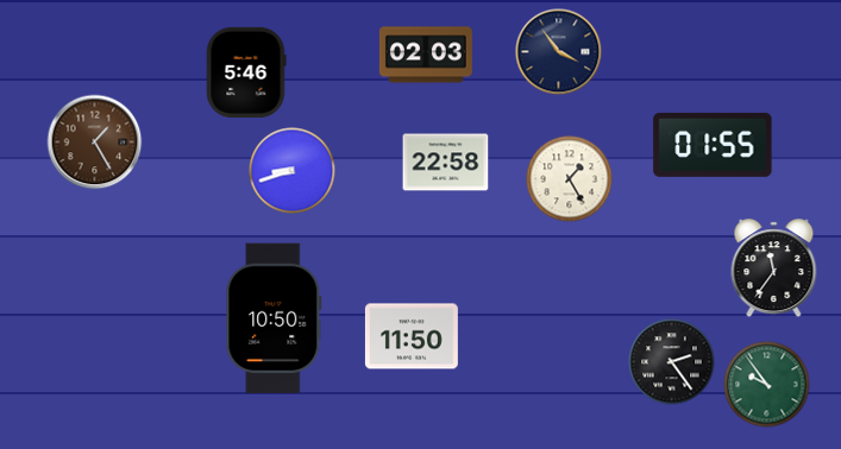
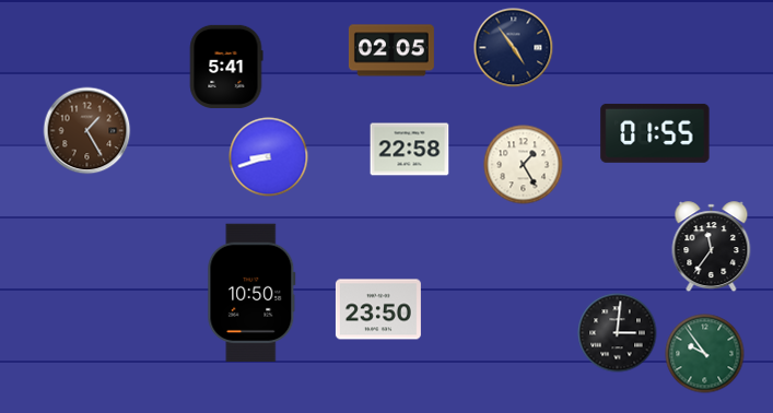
clock at (559, 52): 3:54 -> 4:54
clock at (426, 55): 02:03 -> 02:05
clock at (246, 72): 5:46 -> 5:41
clock at (412, 336): 11:50 -> 23:50
clock at (672, 362): 2:24 -> 3:01
